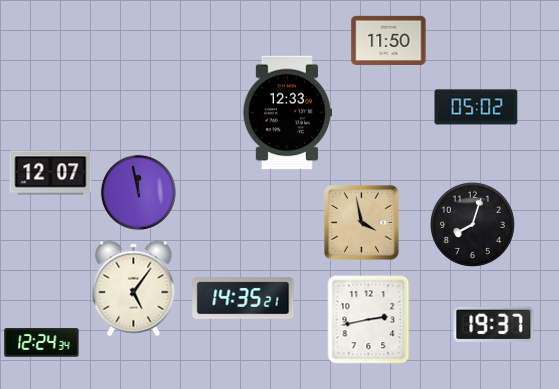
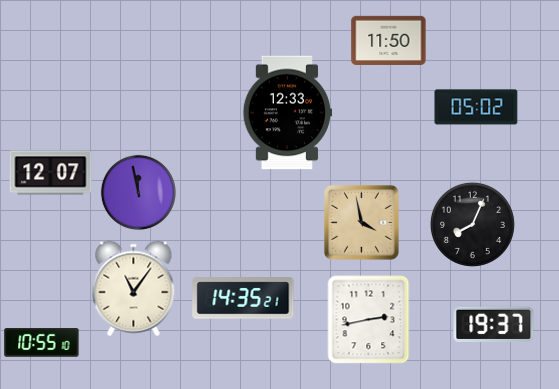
clock at (472, 224): 8:03 -> 8:04
clock at (134, 289): 5:06 -> 11:06
clock at (42, 343): 12:24 -> 10:55
